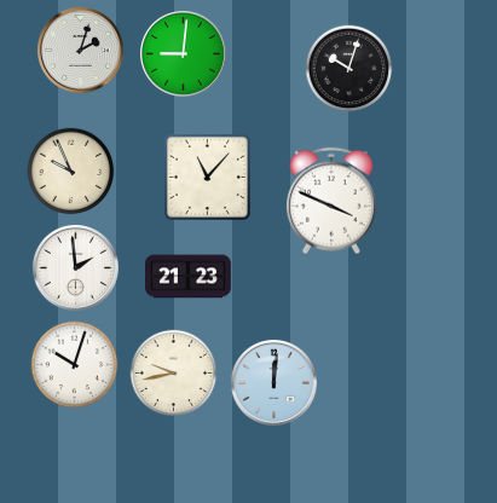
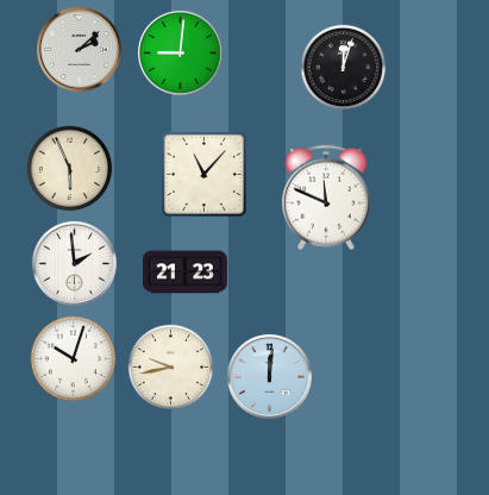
clock at (80, 50): 2:03 -> 2:08
clock at (349, 69): 10:03 -> 12:03
clock at (71, 172): 9:56 -> 5:56
clock at (331, 201): 3:49 -> 11:49
